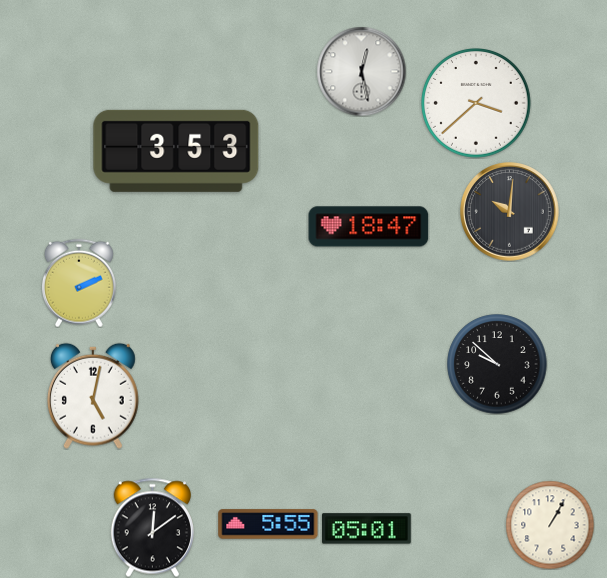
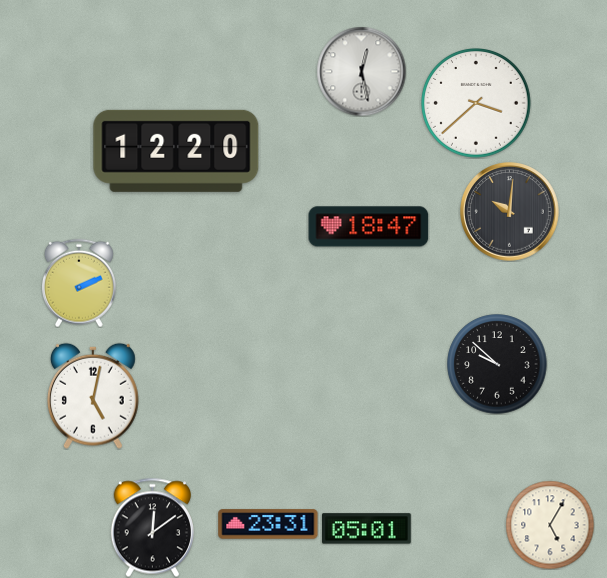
clock at (176, 151): 3:53 -> 12:20
clock at (268, 524): 5:55 -> 23:31
clock at (550, 525): 1:05 -> 5:05
